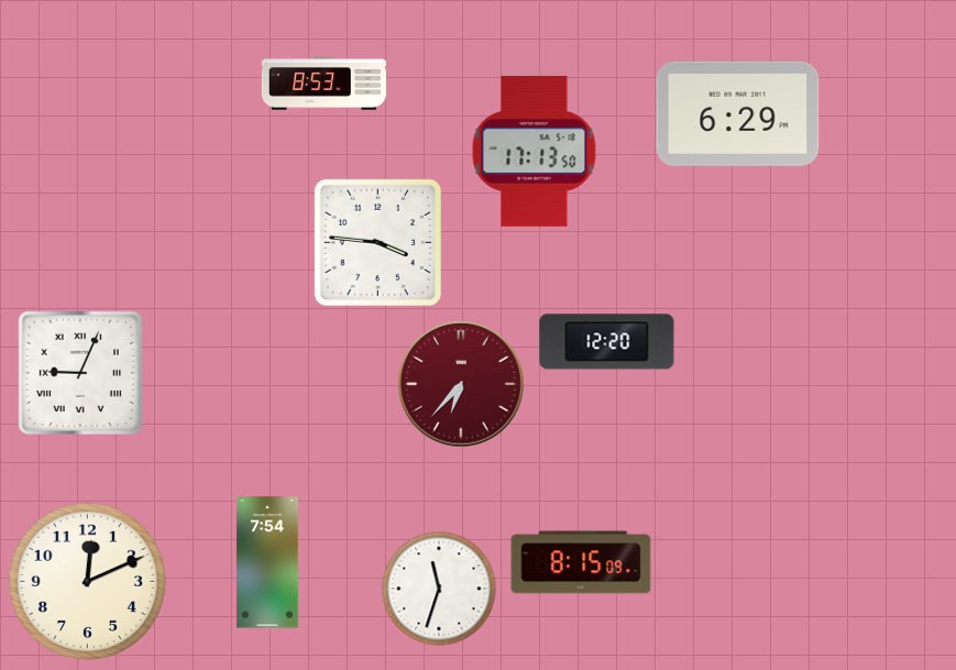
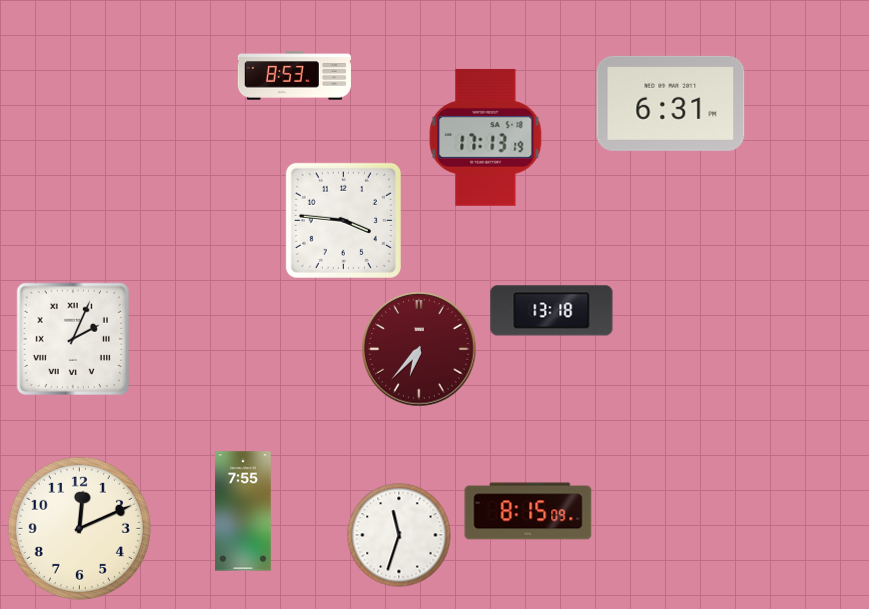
clock at (738, 113): 6:29 -> 6:31
clock at (535, 151): 17:13:50 -> 17:13:19
clock at (607, 342): 12:20 -> 13:18
clock at (80, 373): 9:04 -> 2:04
clock at (267, 562): 7:54 -> 7:55
